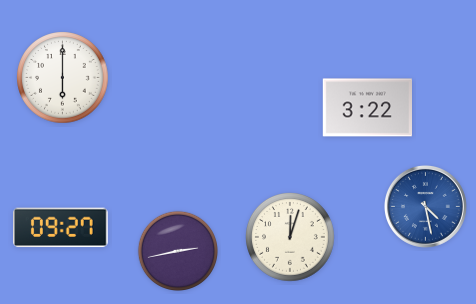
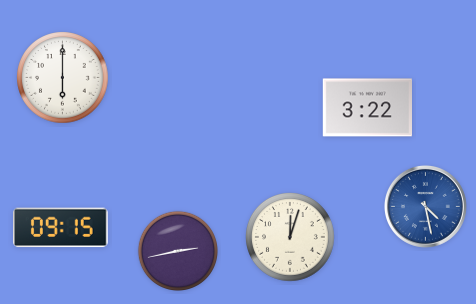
clock at (61, 228): 09:27 -> 09:15
